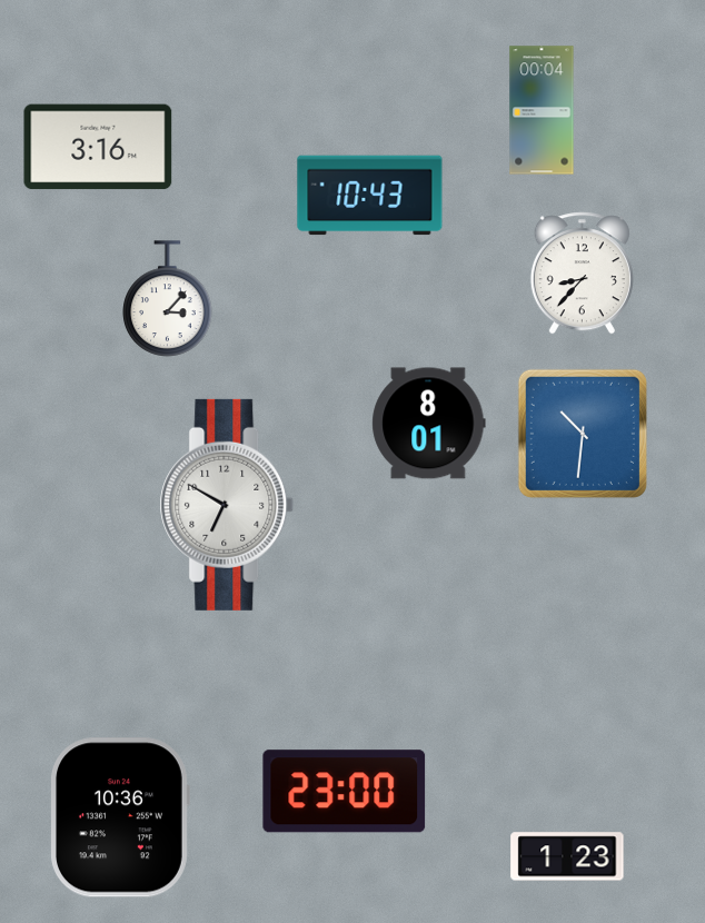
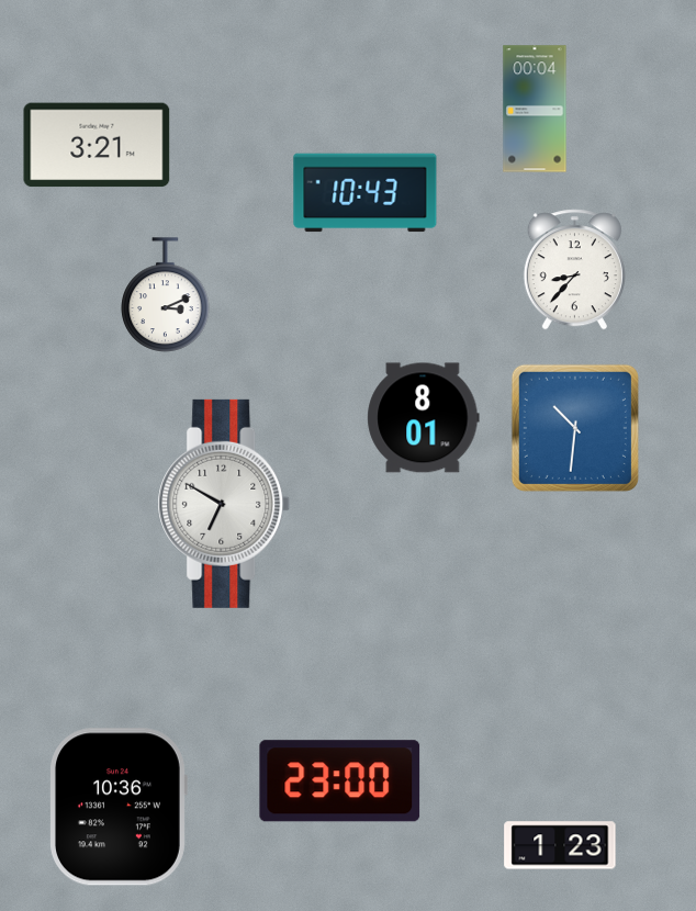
clock at (98, 147): 3:16 -> 3:21
clock at (168, 299): 3:07 -> 3:11
clock at (227, 505) position: (227, 505) -> (224, 504)
